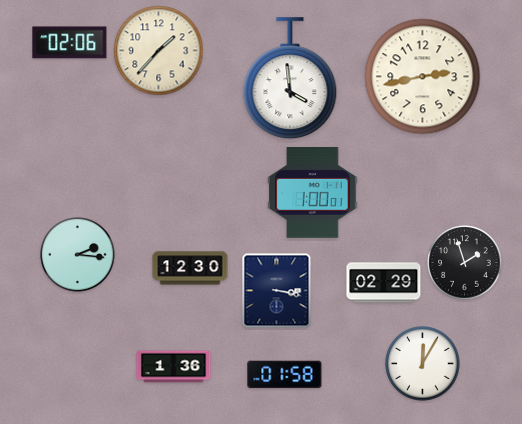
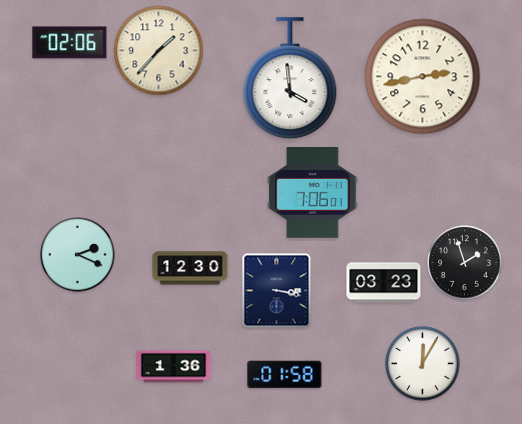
clock at (313, 193): 1:00 -> 7:06
clock at (78, 255): 2:16 -> 2:19
clock at (384, 283): 02:29 -> 03:23
